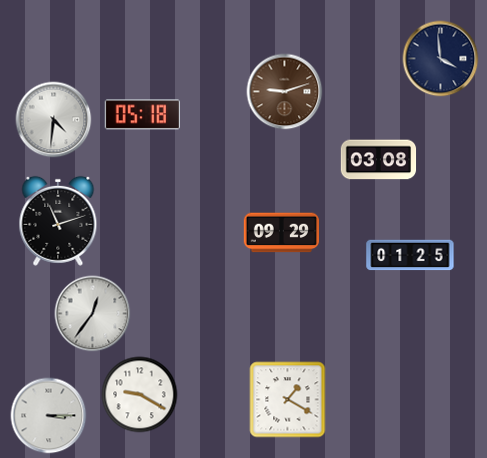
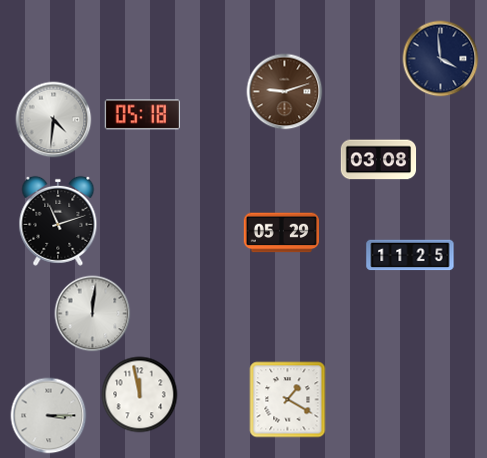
clock at (281, 233): 09:29 -> 05:29
clock at (410, 255): 01:25 -> 11:25
clock at (93, 314): 12:36 -> 12:01
clock at (140, 395): 9:20 -> 11:58
